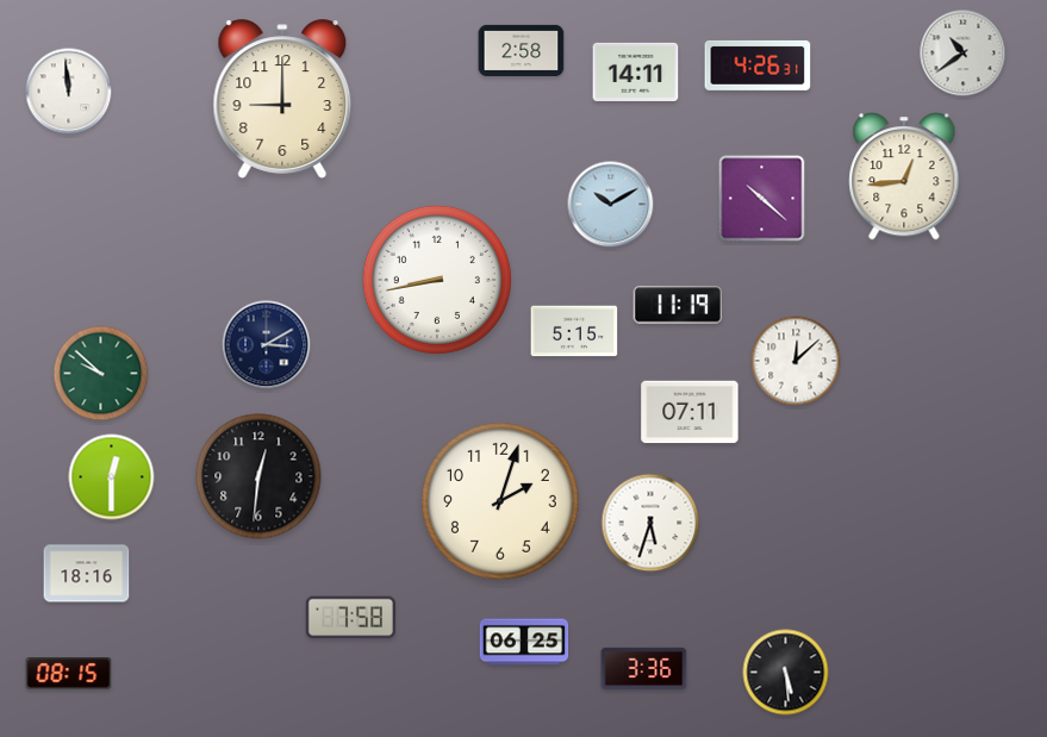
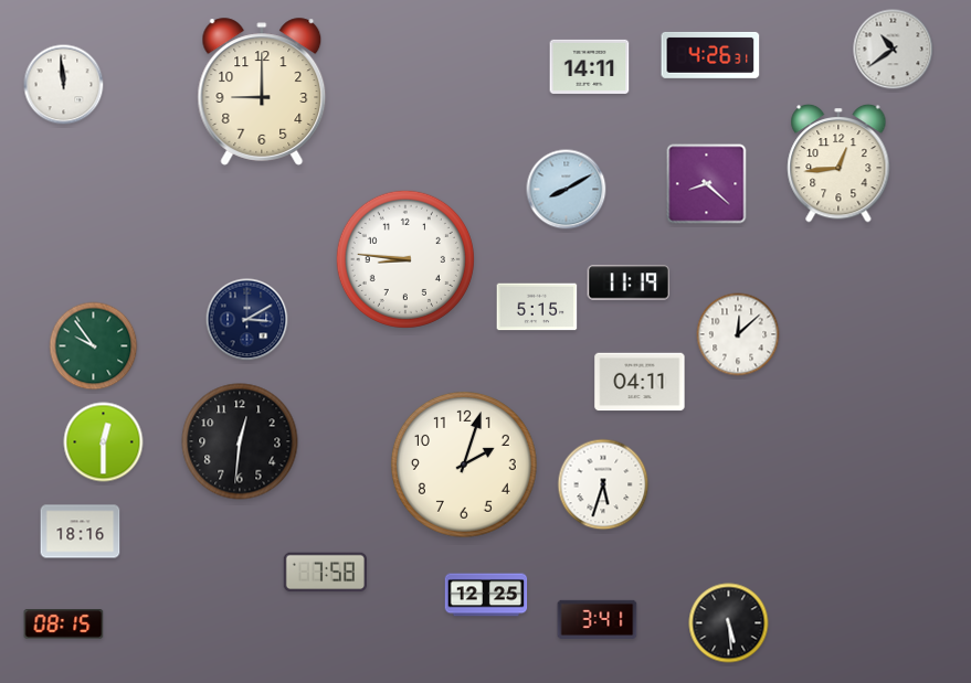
clock at (522, 50): 2:58 -> none
clock at (758, 65) position: (758, 65) -> (710, 55)
clock at (762, 199): 10:22 -> 8:22
clock at (611, 205): 10:10 -> 8:10
clock at (437, 280): 8:43 -> 8:46
clock at (574, 331) position: (574, 331) -> (537, 307)
clock at (101, 374): 9:52 -> 9:54
clock at (690, 412): 07:11 -> 04:11
clock at (524, 642): 06:25 -> 12:25
clock at (644, 668): 3:36 -> 3:41
